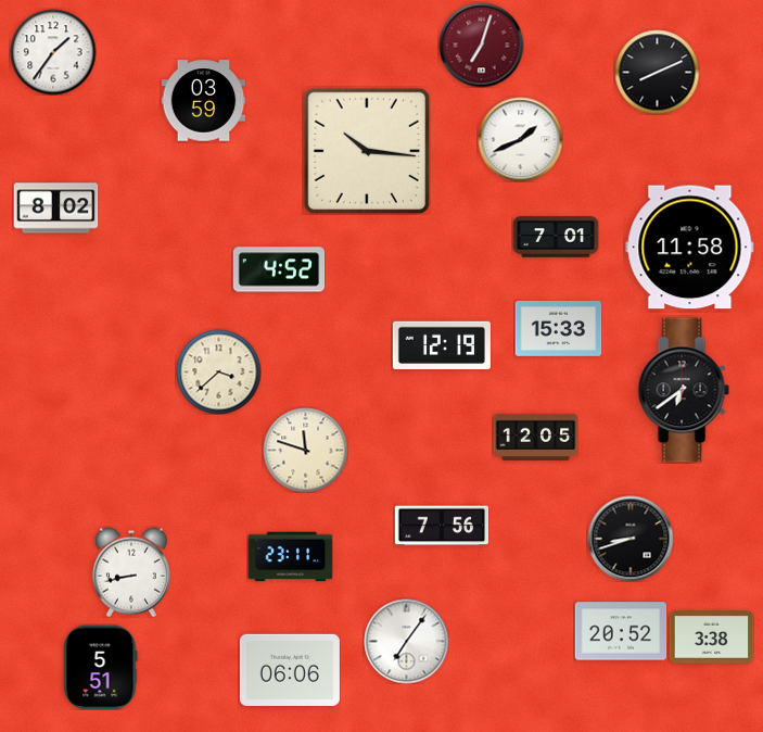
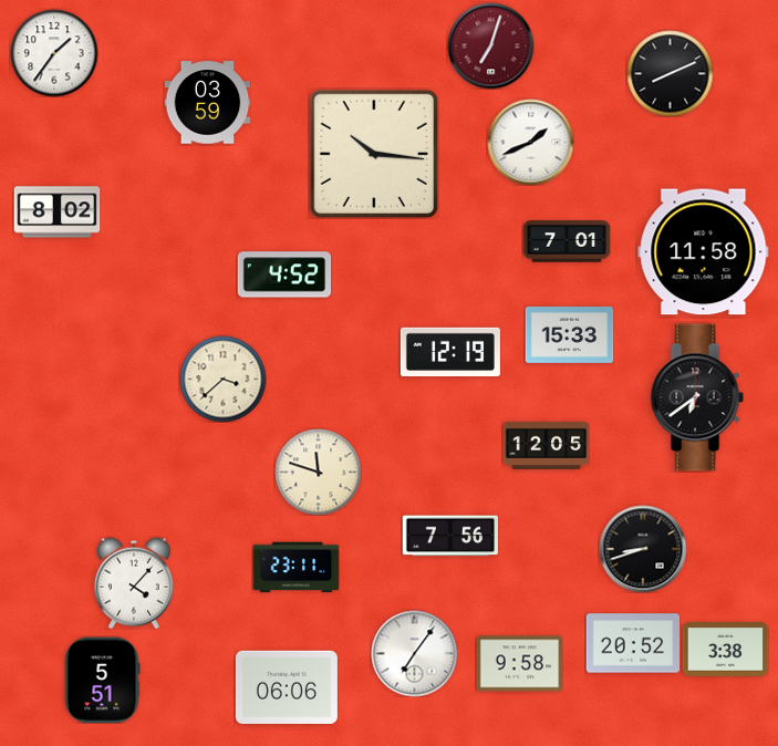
clock at (305, 450) position: (305, 450) -> (318, 472)
clock at (131, 572): 8:43 -> 4:07
clock at (519, 664): none -> 9:58
clock at (290, 670) position: (290, 670) -> (287, 687)
